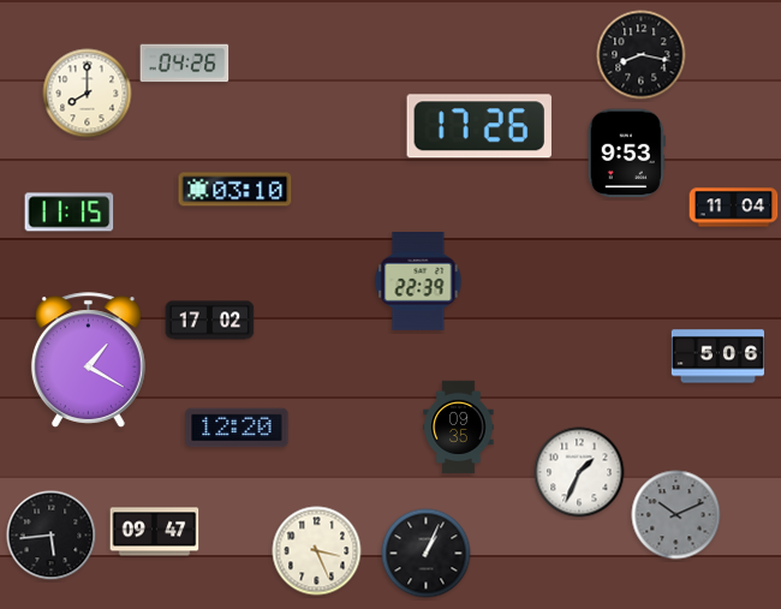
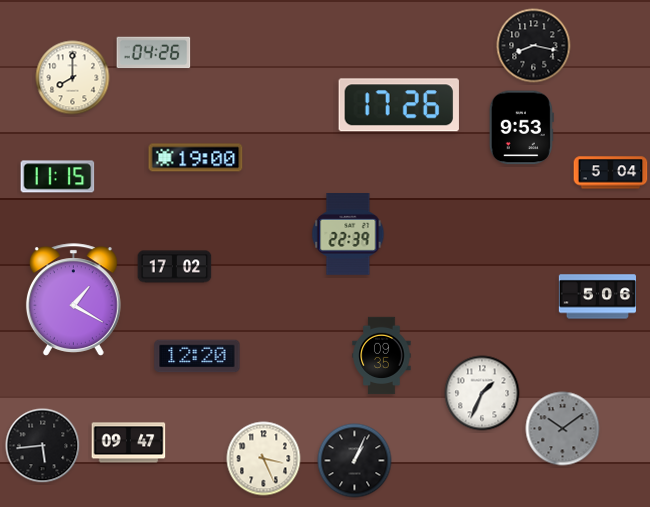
clock at (236, 190): 03:10 -> 19:00
clock at (734, 208): 11:04 -> 5:04
clock at (676, 515): 10:11 -> 10:09
